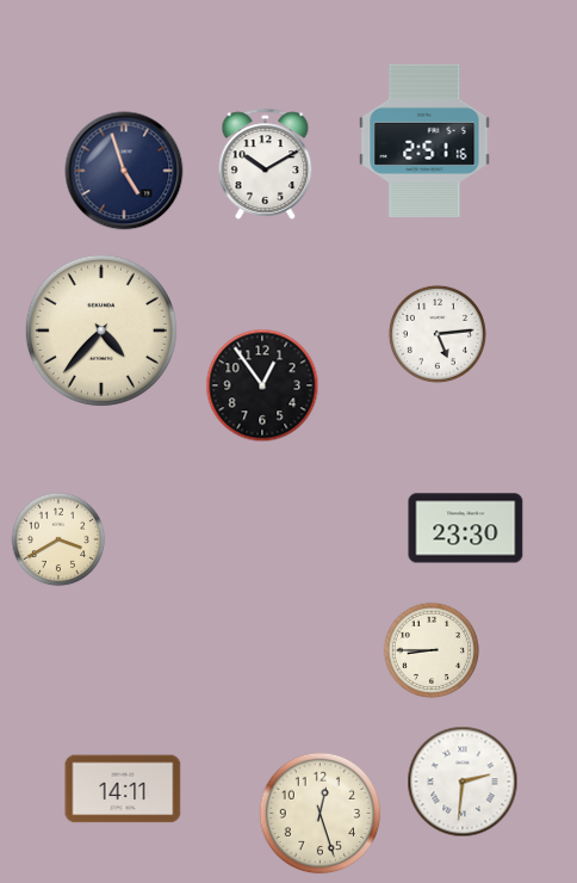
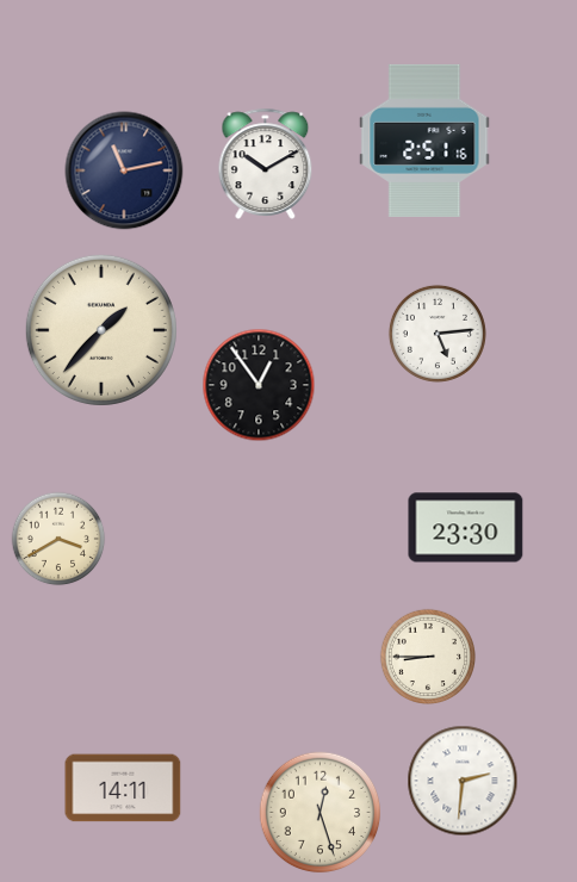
clock at (124, 171): 4:57 -> 11:13
clock at (101, 331): 4:37 -> 1:37
clock at (262, 385) position: (262, 385) -> (259, 385)
clock at (430, 649) position: (430, 649) -> (427, 656)
